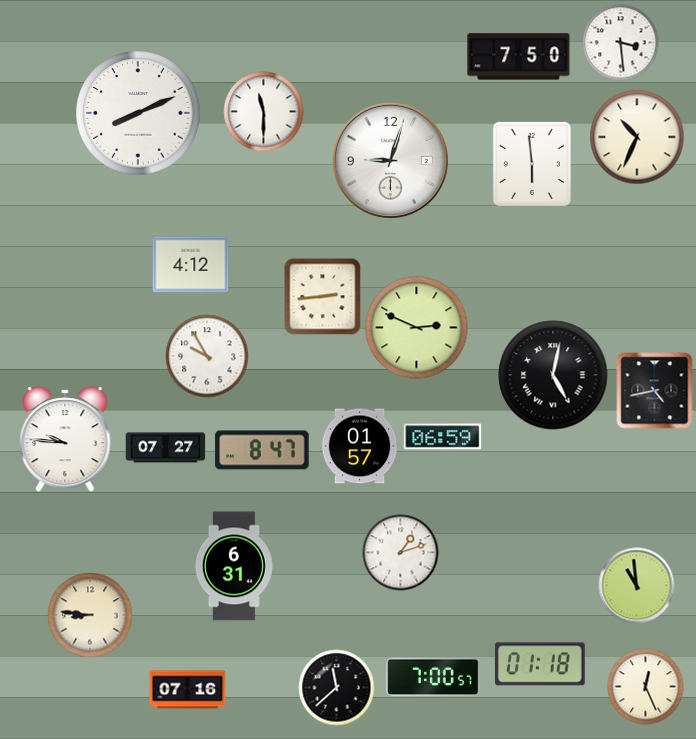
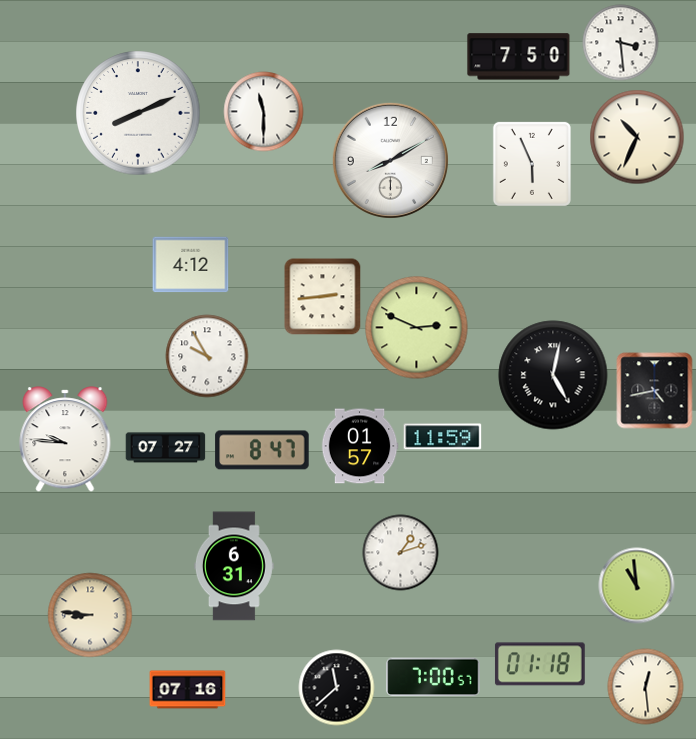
clock at (390, 160): 9:03 -> 8:10
clock at (532, 164): 5:59 -> 5:56
clock at (443, 437): 06:59 -> 11:59
clock at (646, 687): 12:26 -> 12:29
